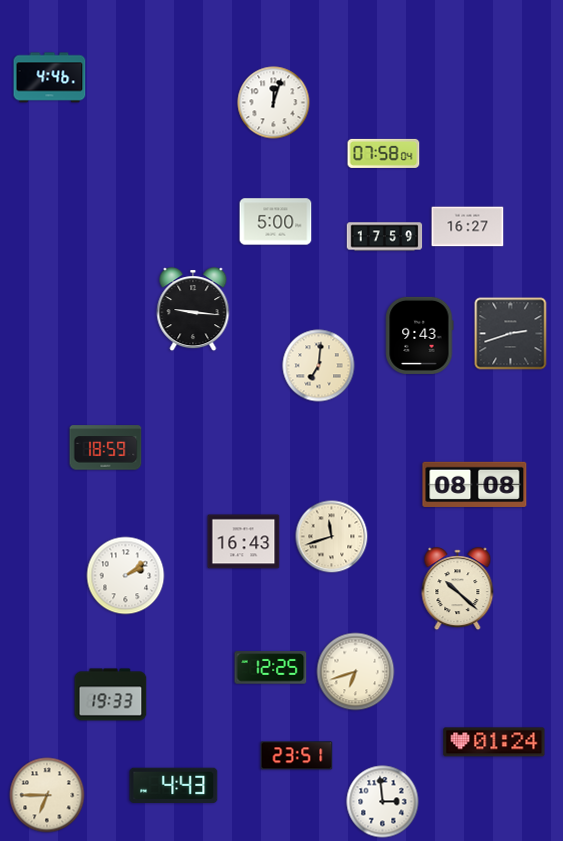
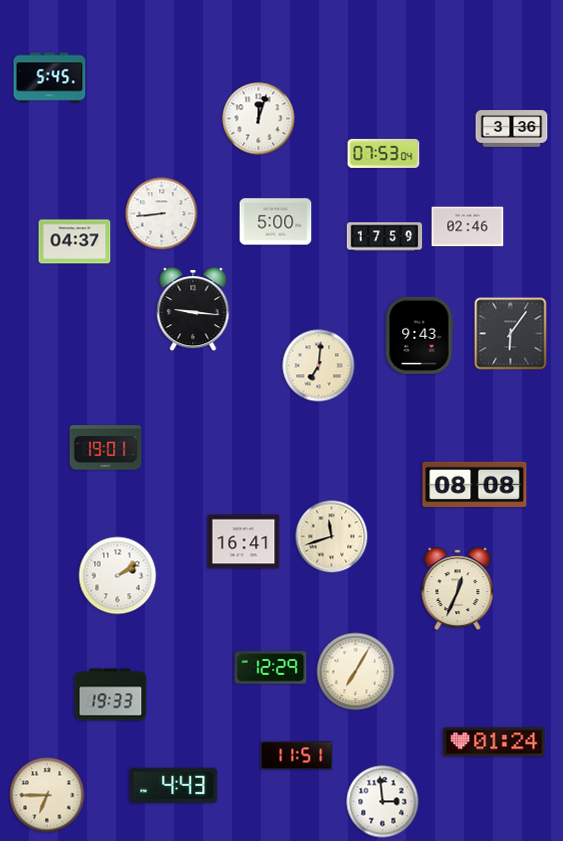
clock at (50, 78): 4:46 -> 5:45
clock at (274, 103) position: (274, 103) -> (259, 119)
clock at (512, 129): none -> 3:36
clock at (384, 153): 07:58 -> 07:53
clock at (162, 214): none -> 8:44
clock at (468, 227): 16:27 -> 02:46
clock at (75, 242): none -> 04:37
clock at (511, 334): 2:42 -> 6:06
clock at (106, 448): 18:59 -> 19:01
clock at (244, 542): 16:43 -> 16:41
clock at (126, 576) position: (126, 576) -> (118, 576)
clock at (458, 589): 10:22 -> 12:34
clock at (271, 668): 12:25 -> 12:29
clock at (356, 672): 6:42 -> 7:05
clock at (297, 756): 23:51 -> 11:51
